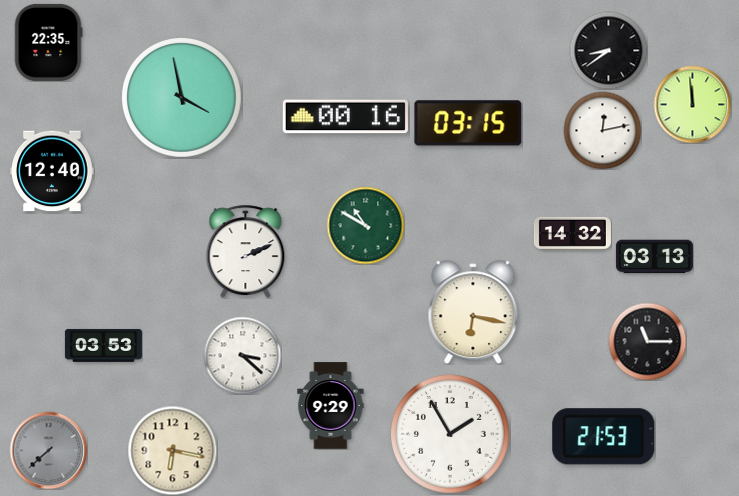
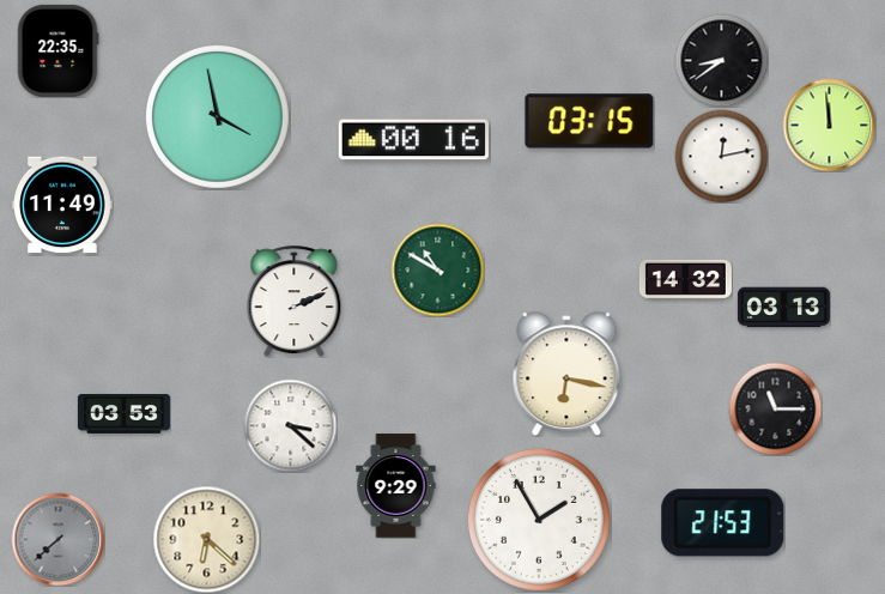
clock at (608, 50) position: (608, 50) -> (721, 60)
clock at (468, 123) position: (468, 123) -> (589, 121)
clock at (52, 171): 12:40 -> 11:49
clock at (172, 450): 6:17 -> 6:22
